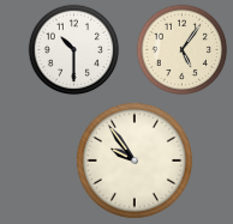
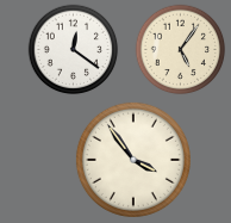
clock at (74, 50): 10:30 -> 12:21
clock at (135, 161): 9:54 -> 3:54
